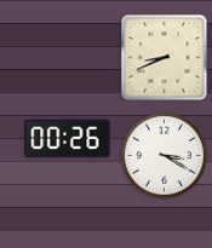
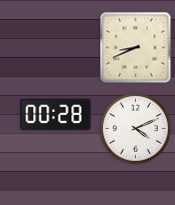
clock at (68, 139): 00:26 -> 00:28
clock at (165, 156): 3:20 -> 4:11
